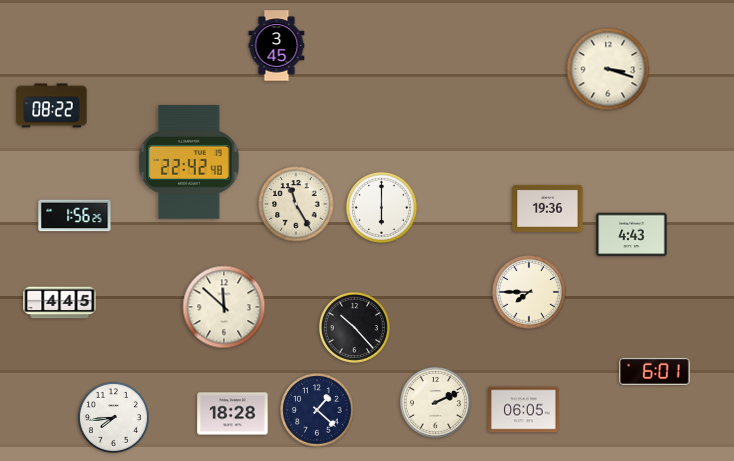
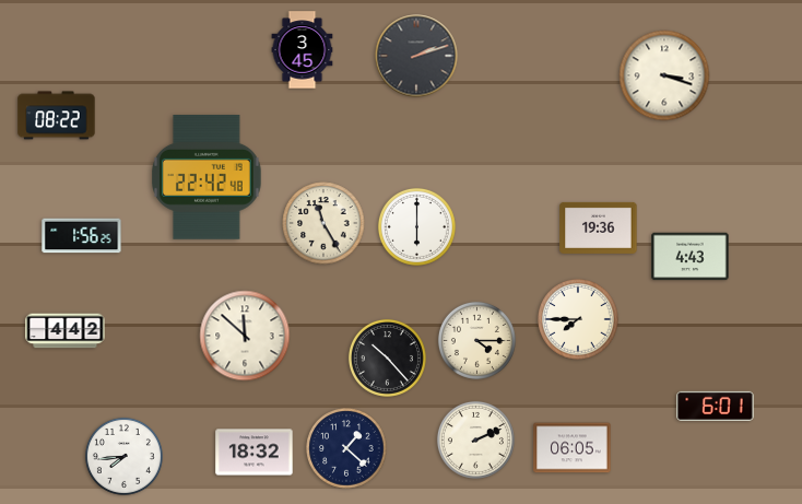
clock at (416, 56): none -> 2:12
clock at (60, 303): 4:45 -> 4:42
clock at (476, 340): none -> 4:15
clock at (233, 414): 18:28 -> 18:32
